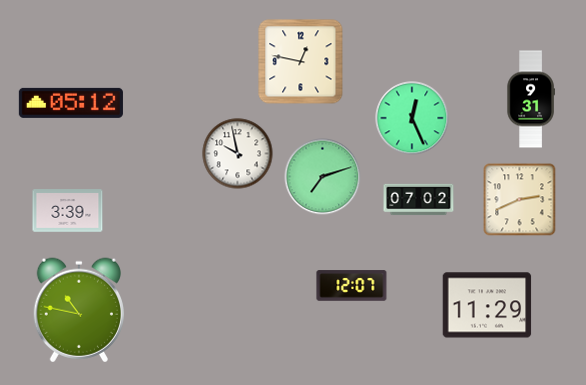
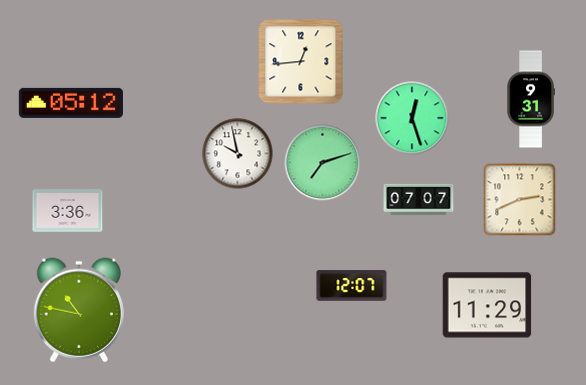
clock at (301, 62): 12:47 -> 12:44
clock at (412, 118): 12:26 -> 12:27
clock at (323, 177) position: (323, 177) -> (323, 163)
clock at (419, 200): 07:02 -> 07:07
clock at (68, 211): 3:39 -> 3:36
